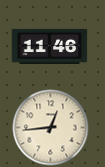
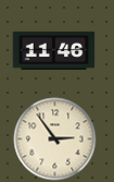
clock at (51, 128): 12:44 -> 2:54
